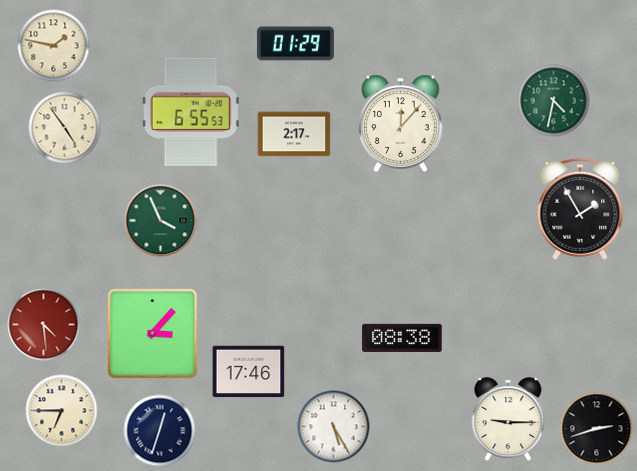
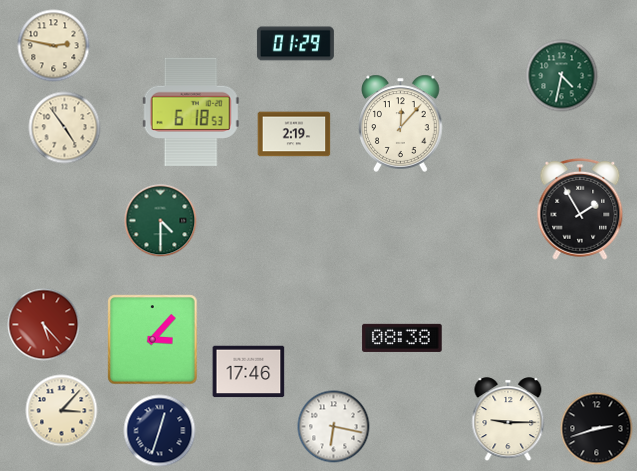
clock at (54, 46): 1:47 -> 2:47
clock at (554, 101) position: (554, 101) -> (562, 76)
clock at (191, 111): 6:55 -> 6:18
clock at (294, 134): 2:17 -> 2:19
clock at (161, 221): 3:56 -> 4:30
clock at (44, 325): 4:29 -> 5:23
clock at (153, 334) position: (153, 334) -> (153, 340)
clock at (62, 411): 6:45 -> 3:07
clock at (334, 427): 5:25 -> 6:17
